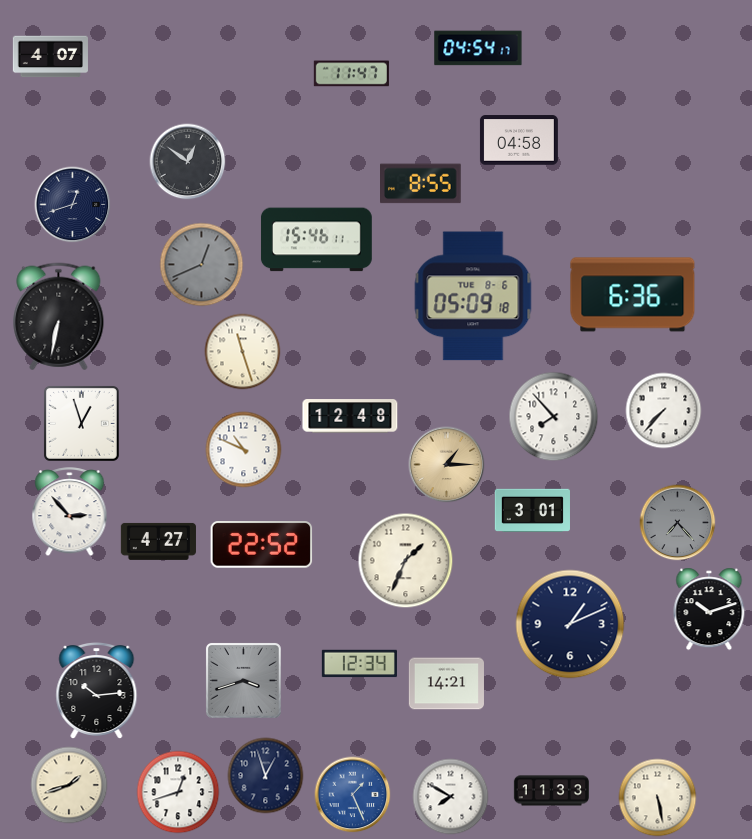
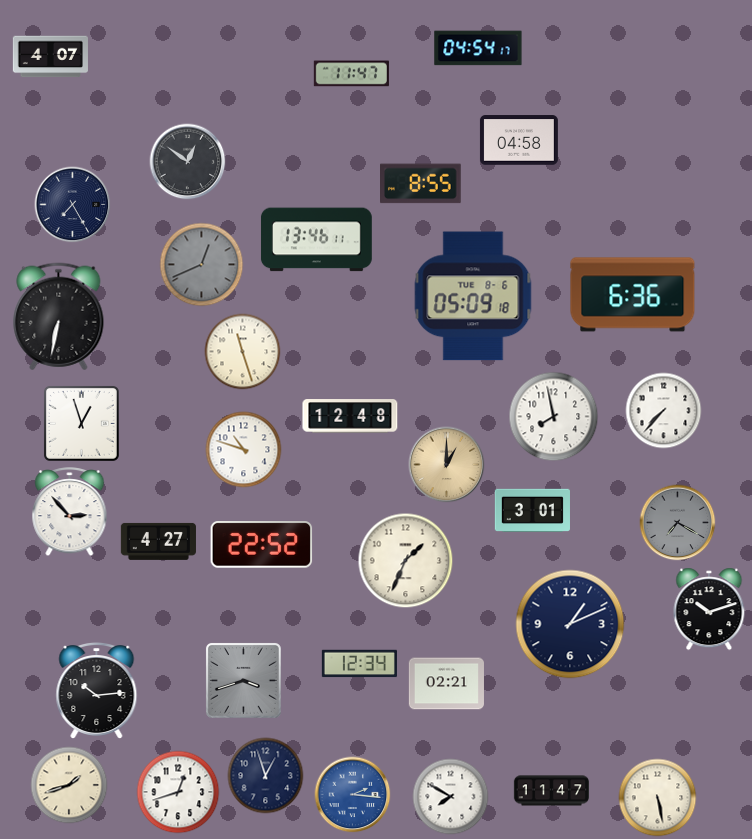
clock at (73, 205): 12:42 -> 7:25
clock at (316, 240): 15:46 -> 13:46
clock at (554, 417): 7:53 -> 7:58
clock at (244, 450): 10:49 -> 10:48
clock at (447, 465): 1:15 -> 1:00
clock at (678, 523): 7:23 -> 7:20
clock at (446, 684): 14:21 -> 02:21
clock at (551, 791): 11:33 -> 11:47
clock at (353, 795): 1:26 -> 2:16
